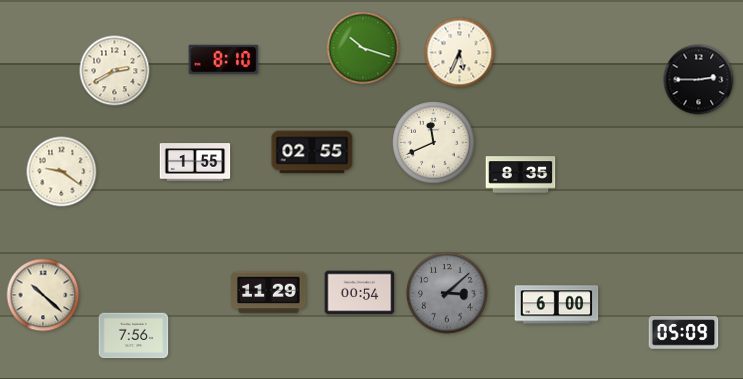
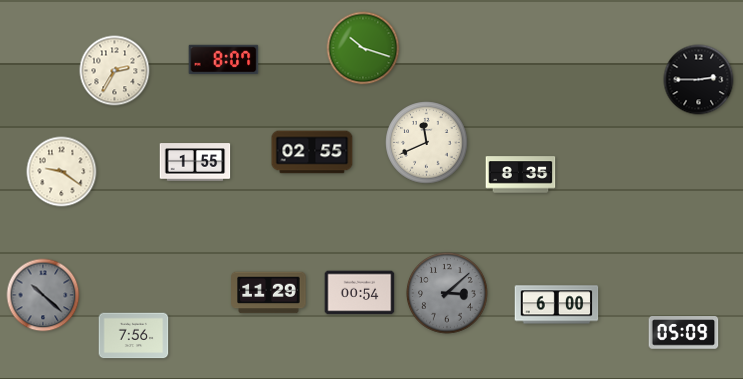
clock at (460, 53): 5:34 -> none
clock at (224, 60): 8:10 -> 8:07
clock at (115, 71): 2:40 -> 2:35
clock at (434, 143) position: (434, 143) -> (427, 143)
clock at (43, 295) dial: cream -> grey
